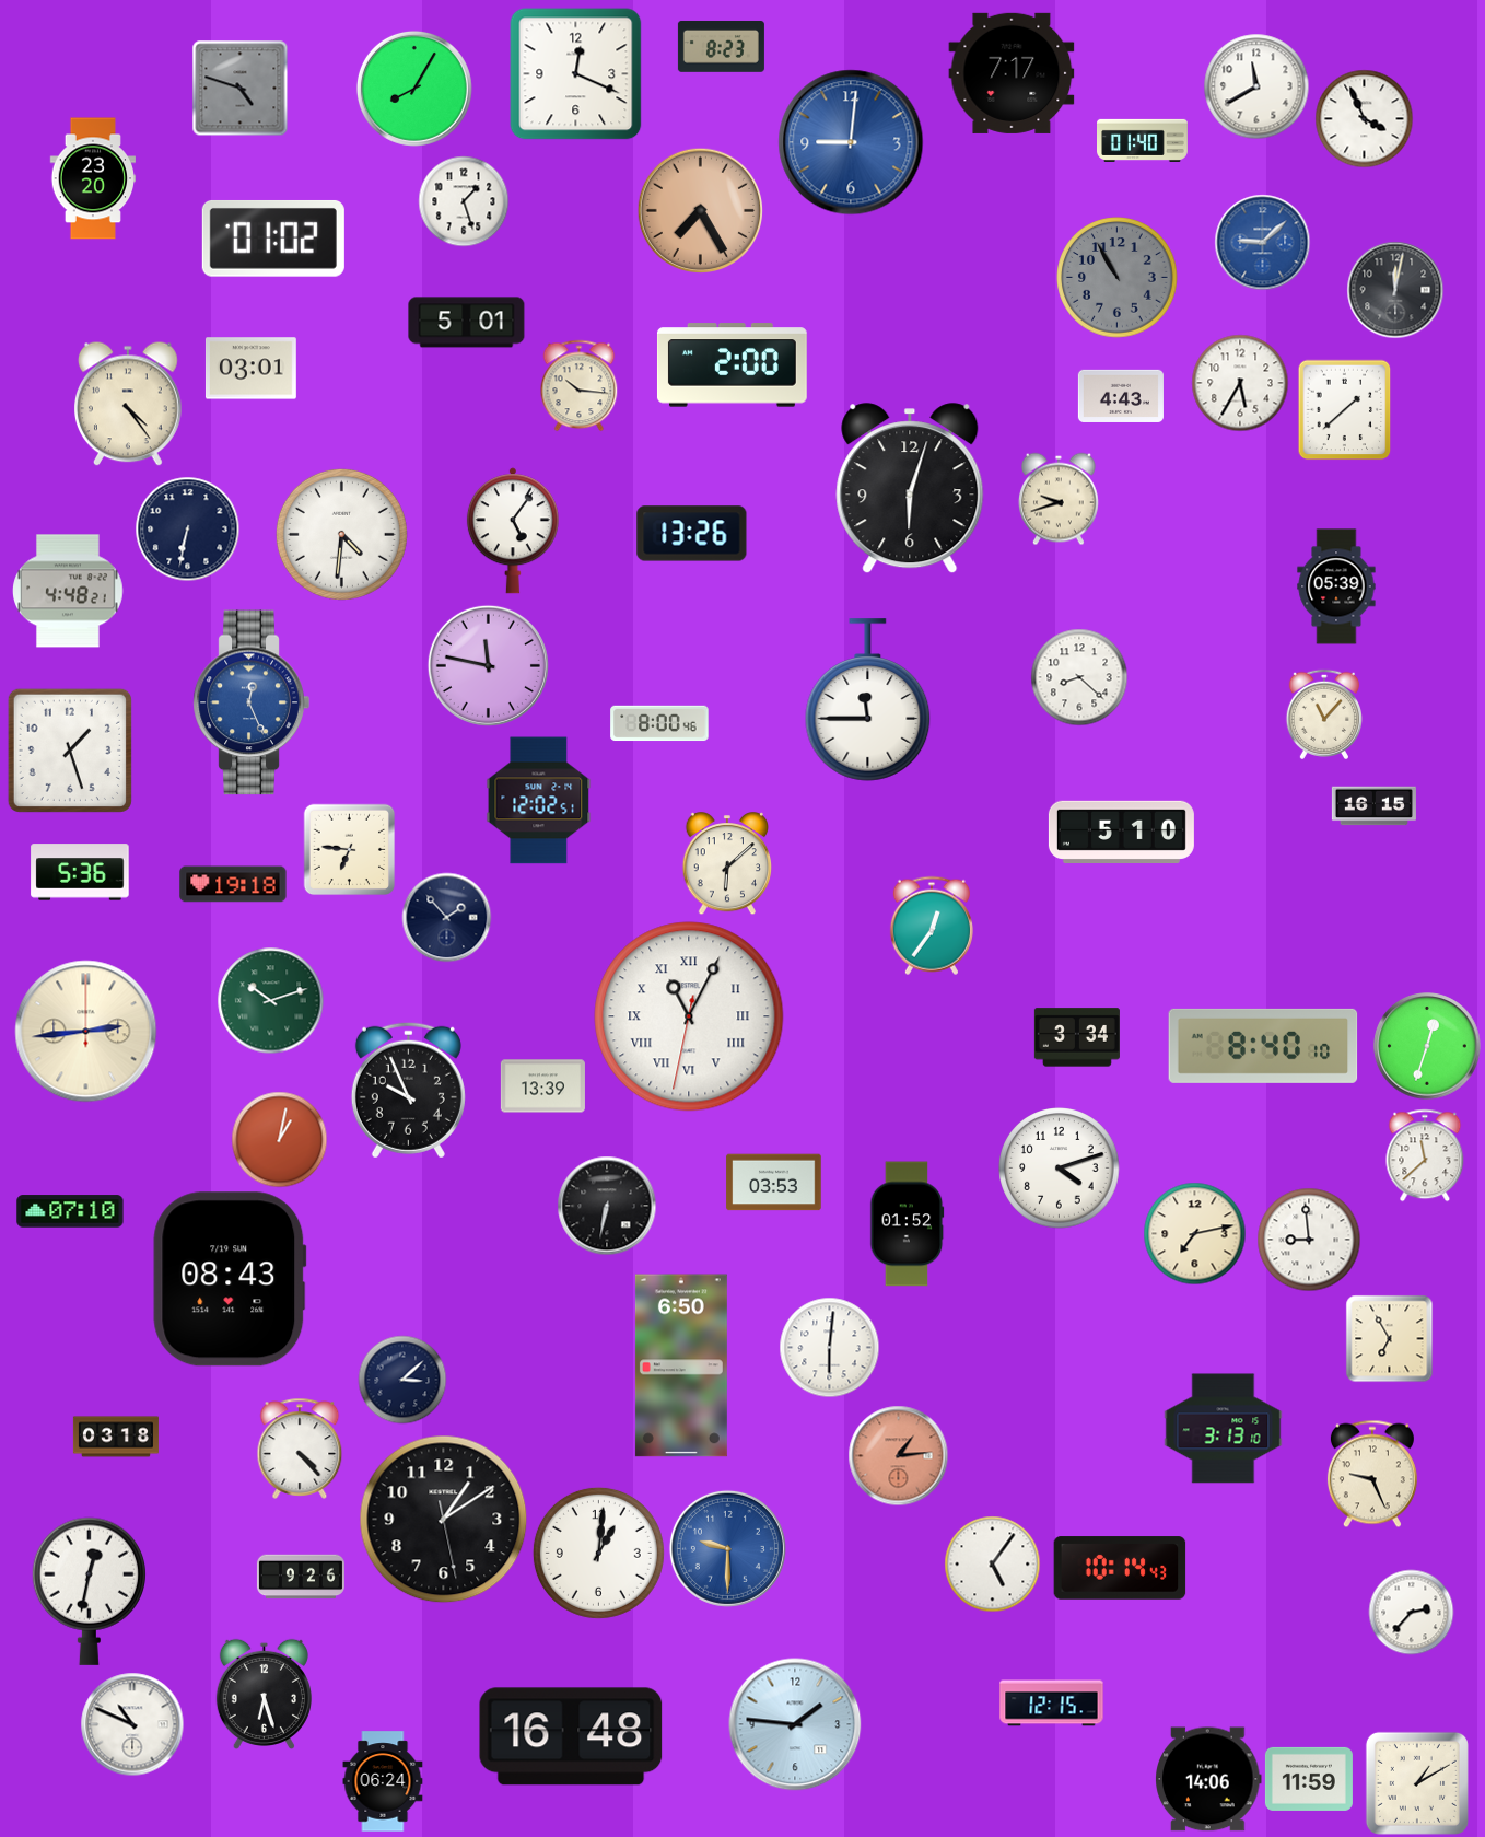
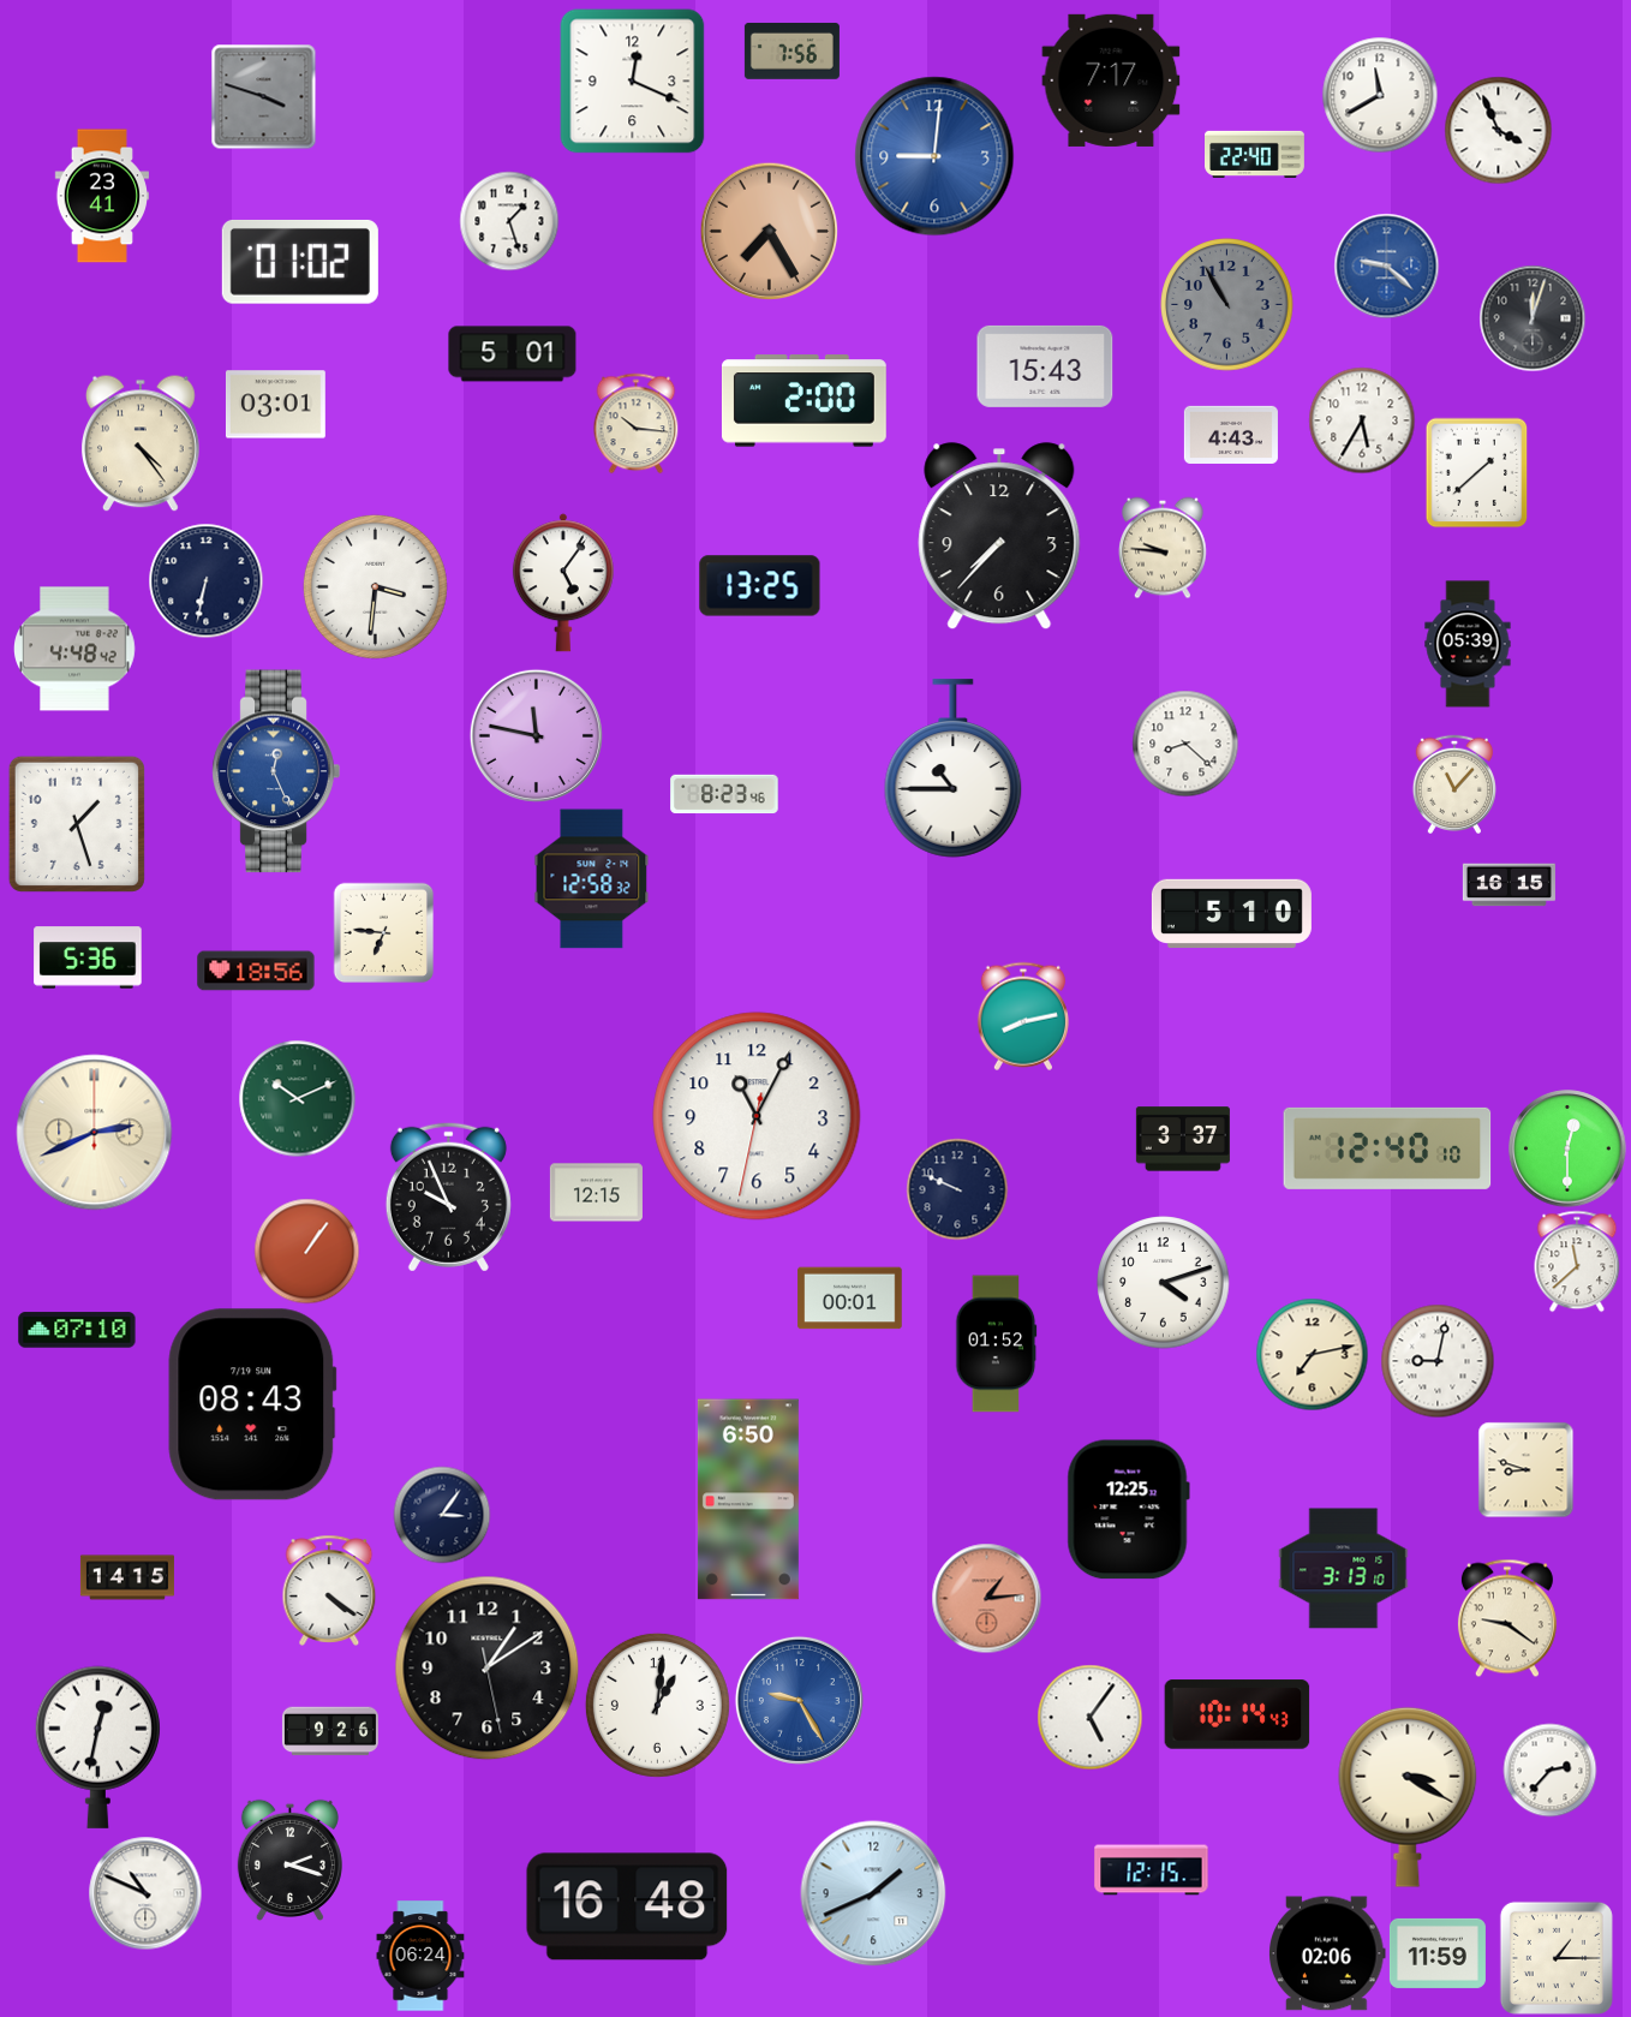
clock at (721, 46): 8:23 -> 7:56
clock at (239, 88): 4:48 -> 3:48
clock at (414, 89): 8:05 -> none
clock at (1143, 140): 01:40 -> 22:40
clock at (92, 178): 23:20 -> 23:41
clock at (1262, 242): 9:08 -> 9:22
clock at (1395, 290): 12:02 -> 12:03
clock at (1045, 366): none -> 15:43
clock at (1345, 409) position: (1345, 409) -> (1477, 472)
clock at (910, 489): 6:03 -> 7:37
clock at (1059, 499): 9:42 -> 9:46
clock at (341, 534): 4:31 -> 3:31
clock at (692, 534): 13:26 -> 13:25
clock at (68, 591): 4:48:21 -> 4:48:42
clock at (488, 665) position: (488, 665) -> (536, 735)
clock at (868, 700): 11:45 -> 10:45
clock at (659, 723): 8:00 -> 8:23
clock at (539, 801): 12:02 -> 12:58
clock at (726, 863): 6:08 -> none
clock at (233, 884): 19:18 -> 18:56
clock at (446, 917): 1:53 -> none
clock at (932, 926): 12:36 -> 8:13
clock at (270, 1000): 10:12 -> 10:11
clock at (689, 1016) numerals: Roman -> Arabic
clock at (86, 1032): 2:44 -> 2:41
clock at (1077, 1037): 3:34 -> 3:37
clock at (1263, 1046): 8:40 -> 12:40
clock at (1427, 1046): 12:33 -> 12:30
clock at (957, 1189): none -> 9:49
clock at (542, 1086): 13:39 -> 12:15
clock at (279, 1139): 1:02 -> 1:06
clock at (1425, 1155) position: (1425, 1155) -> (1577, 1261)
clock at (774, 1183): 03:53 -> 00:01
clock at (607, 1206): 6:32 -> none
clock at (1309, 1240): 8:59 -> 9:02
clock at (1389, 1338): 6:55 -> 8:48
clock at (829, 1347): 6:01 -> none
clock at (1128, 1510): none -> 12:25
clock at (402, 1380): 3:08 -> 3:06
clock at (116, 1437): 03:18 -> 14:15
clock at (300, 1449): 4:23 -> 4:21
clock at (1372, 1474): 9:26 -> 9:21
clock at (727, 1548): 9:30 -> 9:25
clock at (1120, 1568) position: (1120, 1568) -> (1237, 1714)
clock at (1408, 1797): none -> 3:20
clock at (264, 1694): 6:27 -> 2:18
clock at (1052, 1704) position: (1052, 1704) -> (1152, 1870)
clock at (795, 1724): 1:46 -> 1:41
clock at (1208, 1779): 14:06 -> 02:06
clock at (1417, 1783): 1:10 -> 1:15
